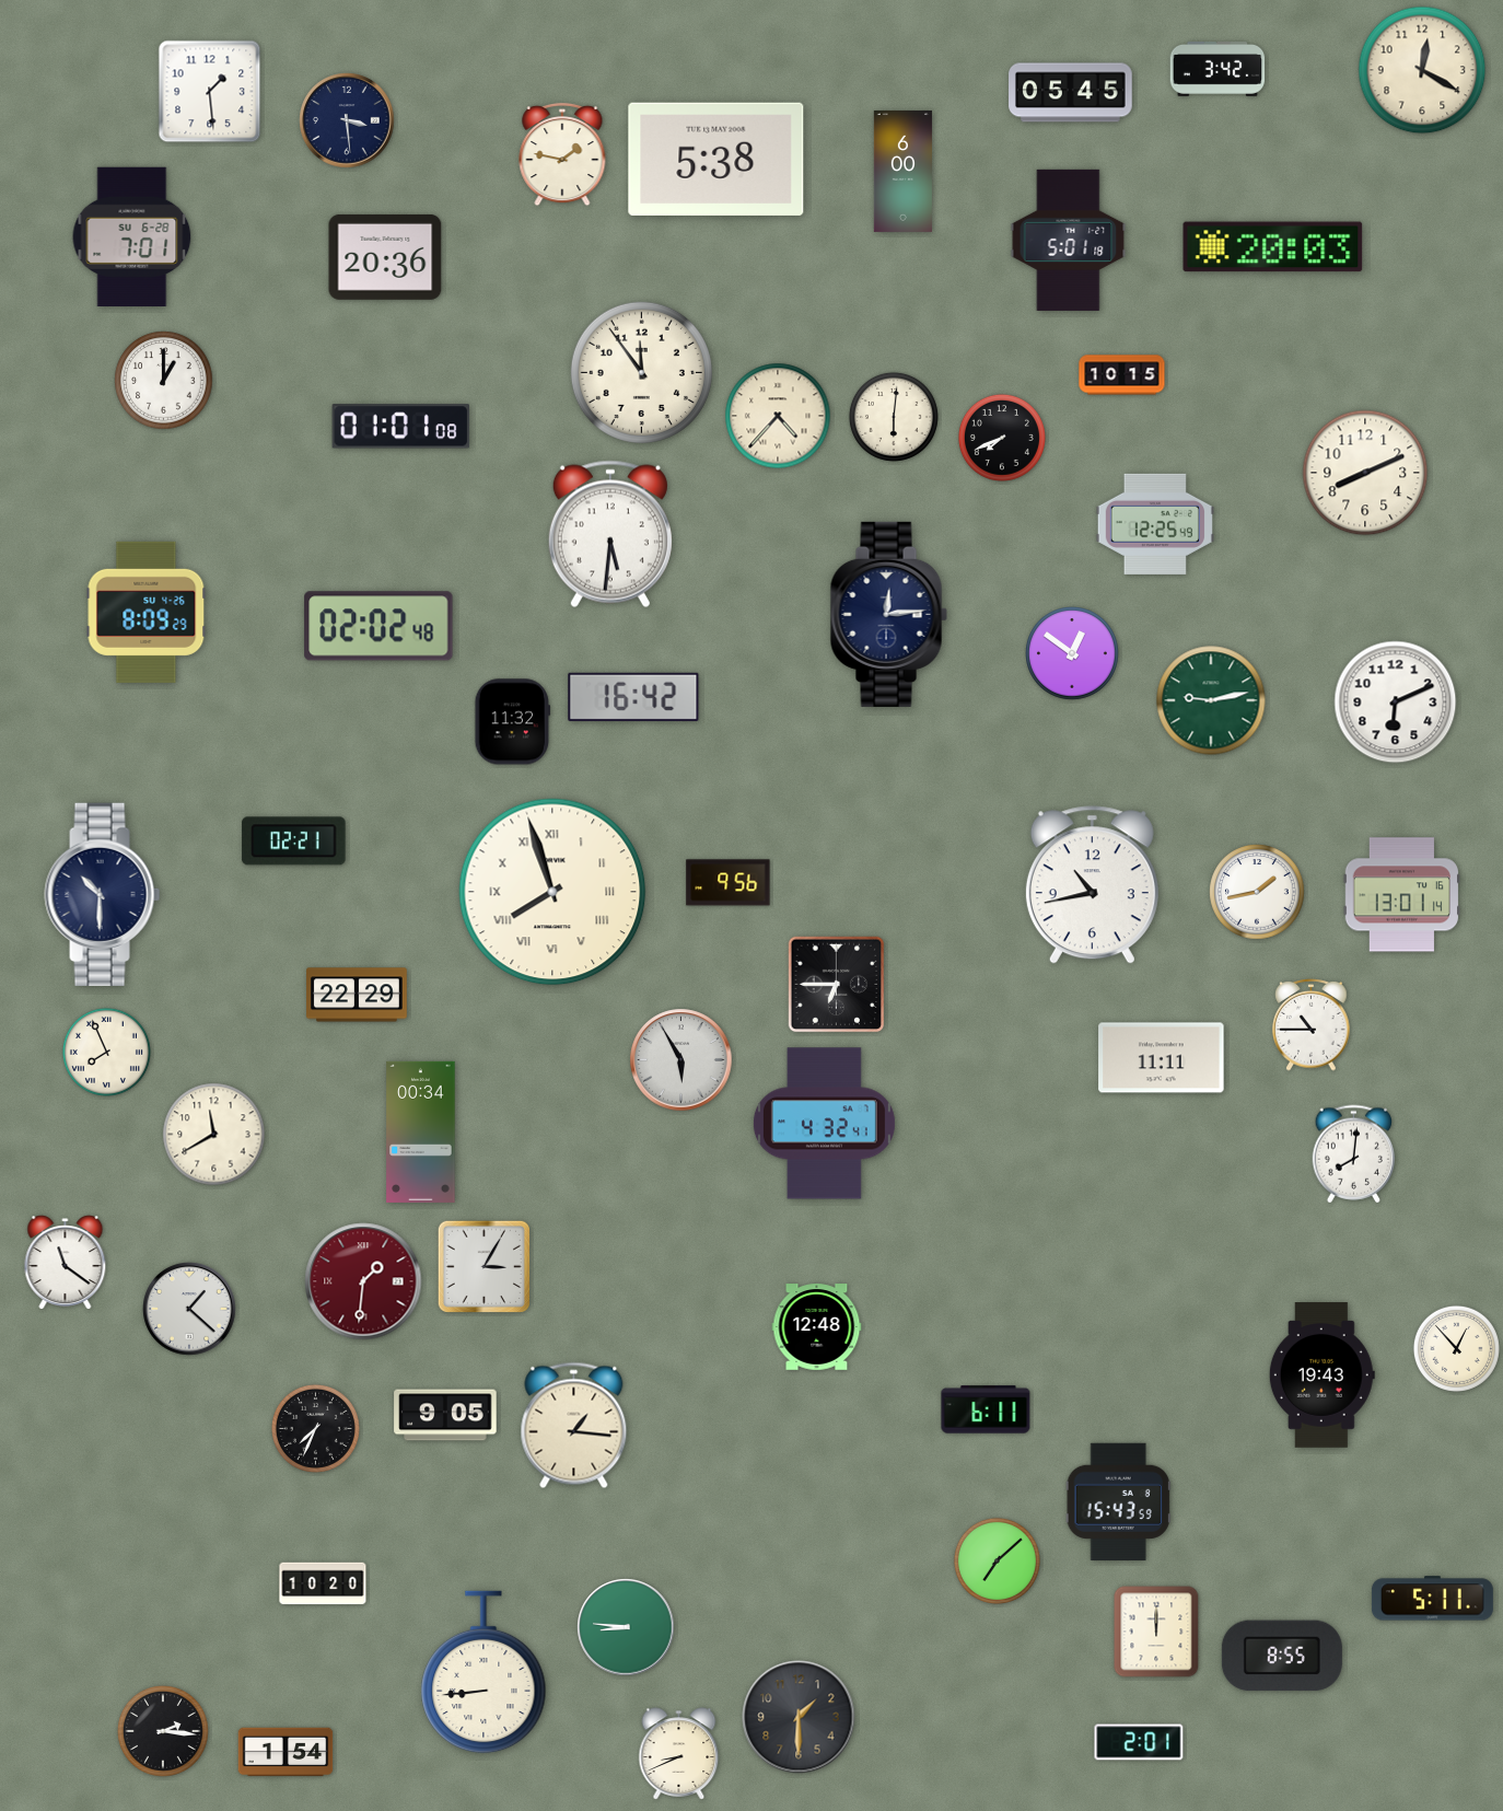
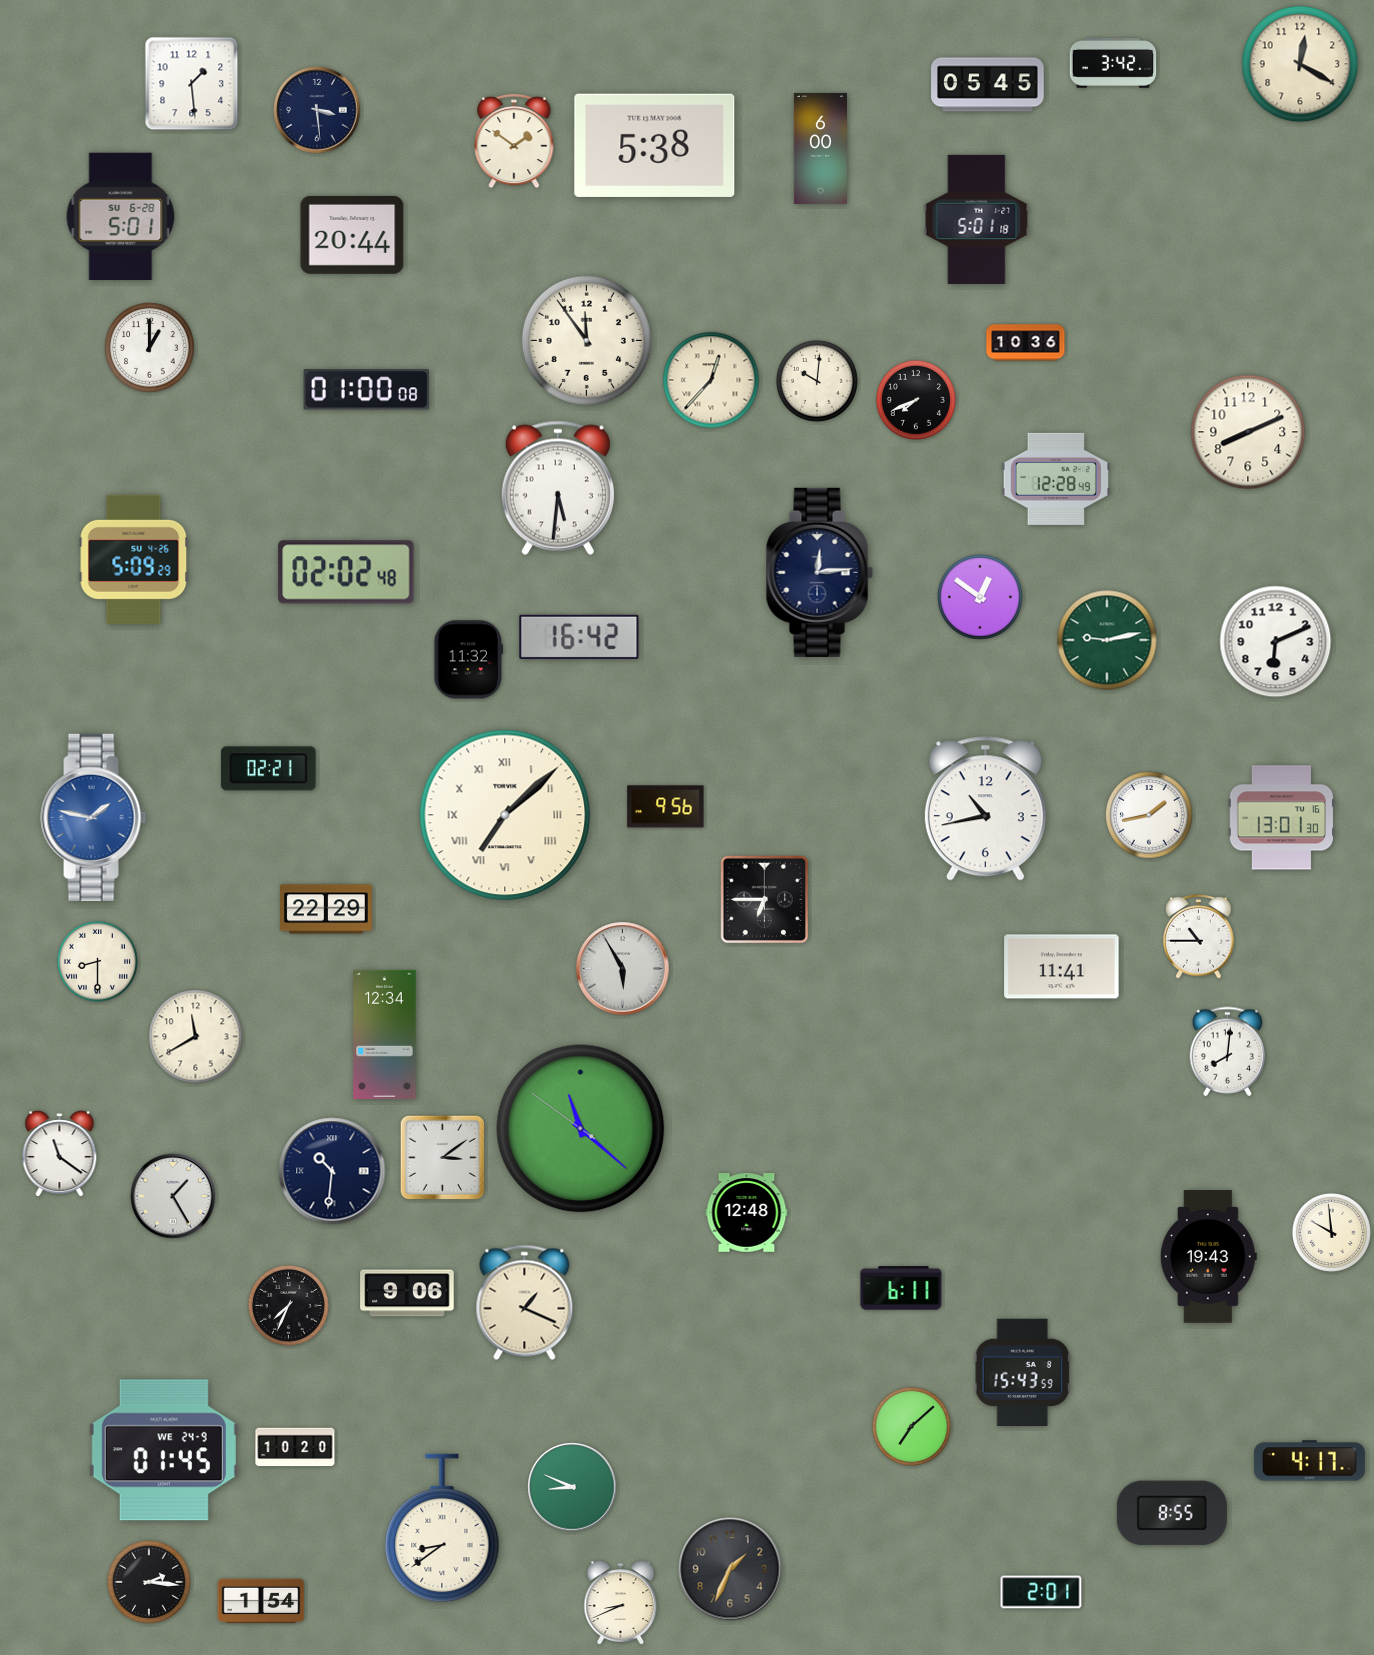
clock at (1071, 93) position: (1071, 93) -> (988, 85)
clock at (562, 154): 1:47 -> 1:51
clock at (902, 171) position: (902, 171) -> (820, 148)
clock at (132, 236): 7:01 -> 5:01
clock at (1273, 247): 20:03 -> none
clock at (385, 257): 20:36 -> 20:44
clock at (1122, 375): 10:15 -> 10:36
clock at (778, 416): 4:37 -> 12:37
clock at (894, 417): 6:01 -> 10:01
clock at (401, 427): 01:01 -> 01:00
clock at (1155, 524): 12:25 -> 12:28
clock at (147, 612): 8:09 -> 5:09
clock at (888, 614) position: (888, 614) -> (819, 572)
clock at (1092, 885) position: (1092, 885) -> (985, 809)
clock at (552, 892): 7:57 -> 7:08
clock at (103, 894): 10:30 -> 1:47
clock at (103, 894) dial: navy -> blue
clock at (1401, 895): 13:01:14 -> 13:01:30
clock at (106, 1052): 7:56 -> 8:30
clock at (1162, 1058): 11:11 -> 11:41
clock at (824, 1124): 4:32 -> none
clock at (421, 1131): 00:34 -> 12:34
clock at (1354, 1154) position: (1354, 1154) -> (1228, 1052)
clock at (581, 1129): none -> 11:21
clock at (483, 1266): 3:05 -> 3:09
clock at (363, 1281): 1:31 -> 10:31
clock at (363, 1281) dial: burgundy -> navy
clock at (189, 1309): 1:22 -> 1:25
clock at (1456, 1348): 12:53 -> 9:59
clock at (445, 1415): 9:05 -> 9:06
clock at (574, 1426): 1:16 -> 1:19
clock at (164, 1450): none -> 01:45
clock at (1432, 1599): 5:11 -> 4:17
clock at (626, 1627): 8:46 -> 8:49
clock at (1156, 1632): 12:00 -> none
clock at (483, 1672): 8:44 -> 8:39
clock at (799, 1717): 1:30 -> 1:34
